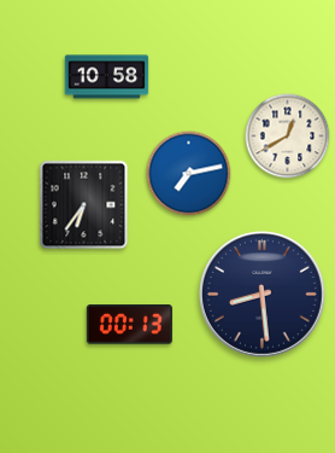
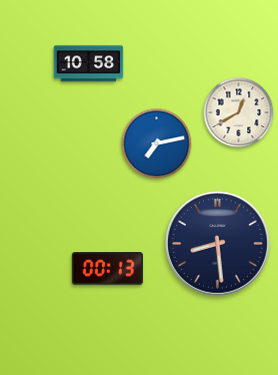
clock at (84, 205): 6:36 -> none
